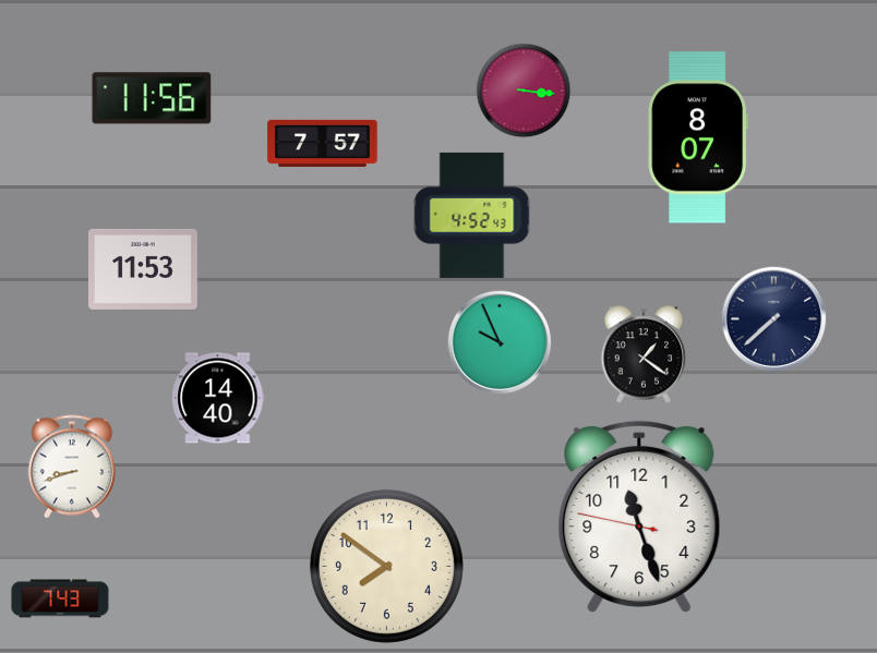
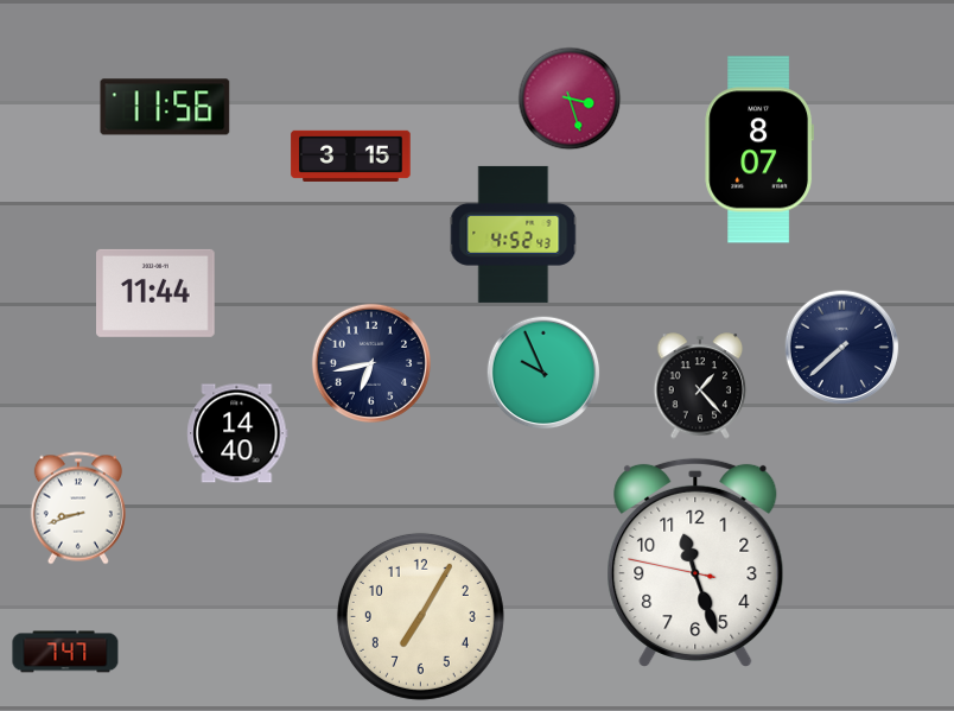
clock at (524, 90): 3:16 -> 3:27
clock at (323, 143): 7:57 -> 3:15
clock at (144, 269): 11:53 -> 11:44
clock at (370, 362): none -> 6:43
clock at (644, 354): 1:21 -> 1:23
clock at (386, 566): 7:51 -> 7:05
clock at (60, 598): 7:43 -> 7:47
